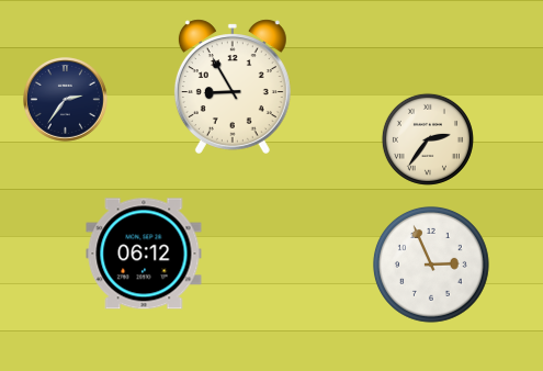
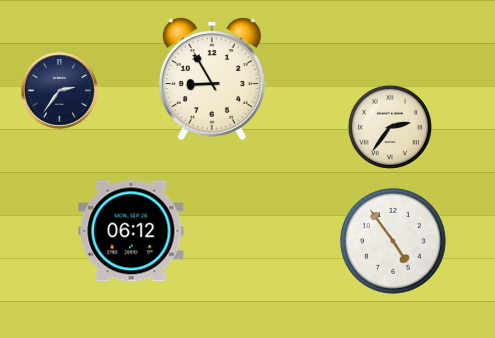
clock at (431, 265): 2:56 -> 4:54
